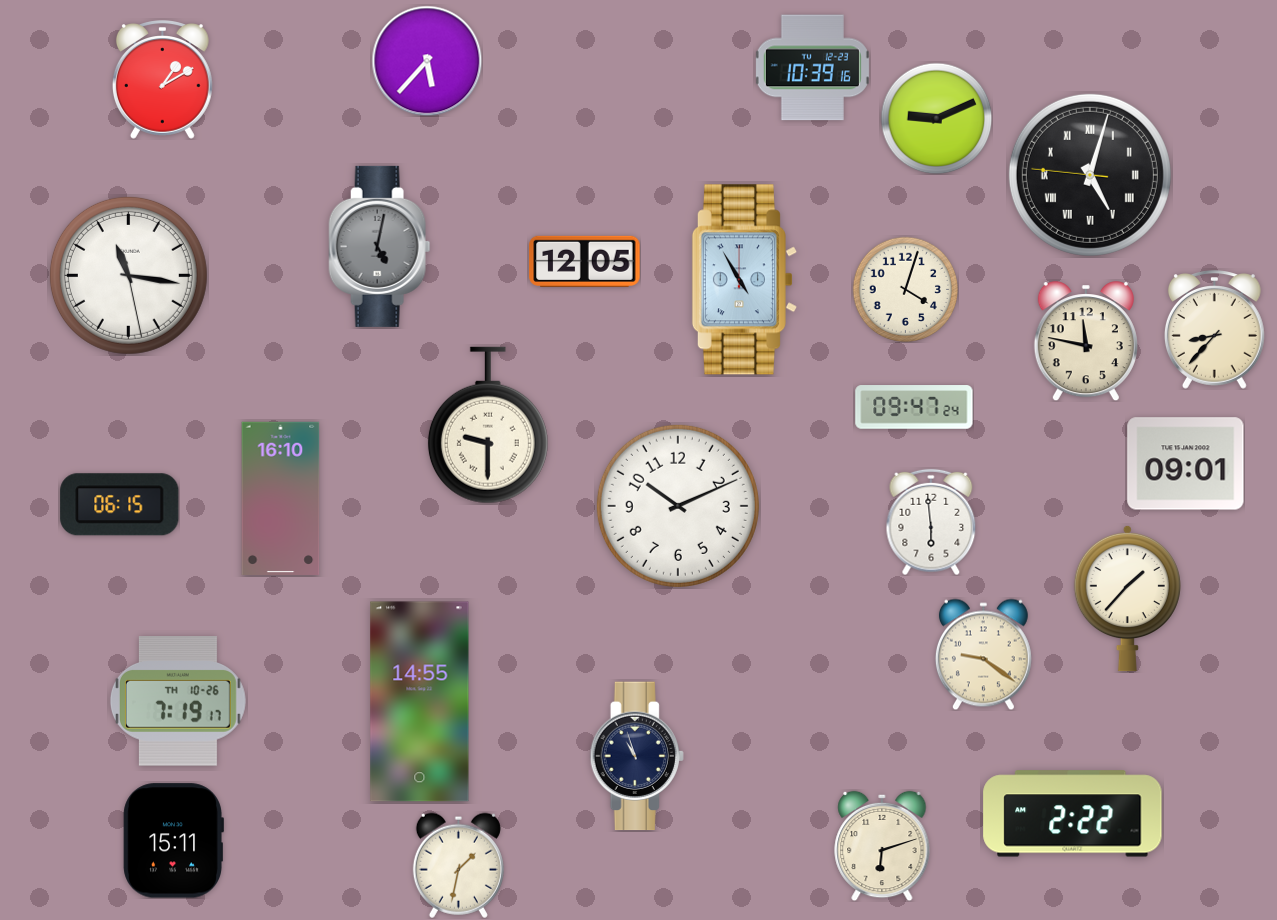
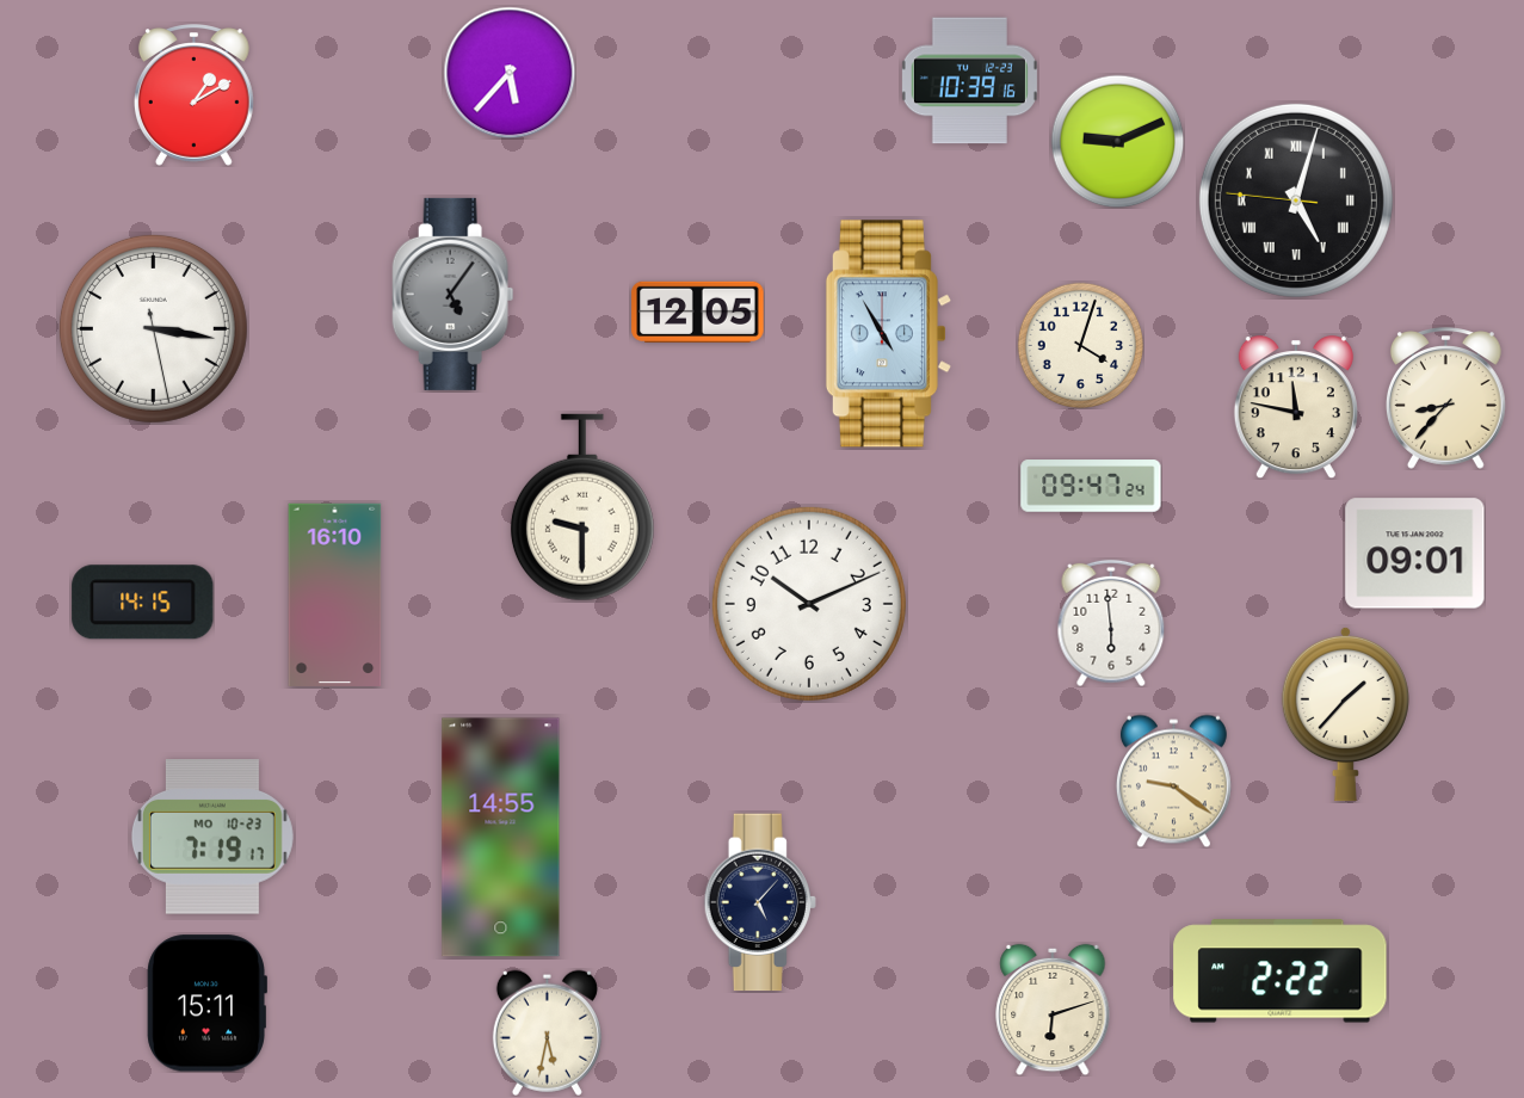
clock at (1090, 175) position: (1090, 175) -> (1296, 201)
clock at (380, 246): 5:02 -> 5:06
clock at (128, 275): 11:16 -> 3:16
clock at (1214, 330) position: (1214, 330) -> (1445, 399)
clock at (120, 505): 06:15 -> 14:15
clock at (178, 701) date: TH 10-26 -> MO 10-23
clock at (637, 756): 10:57 -> 5:07
clock at (458, 865): 1:32 -> 5:32
